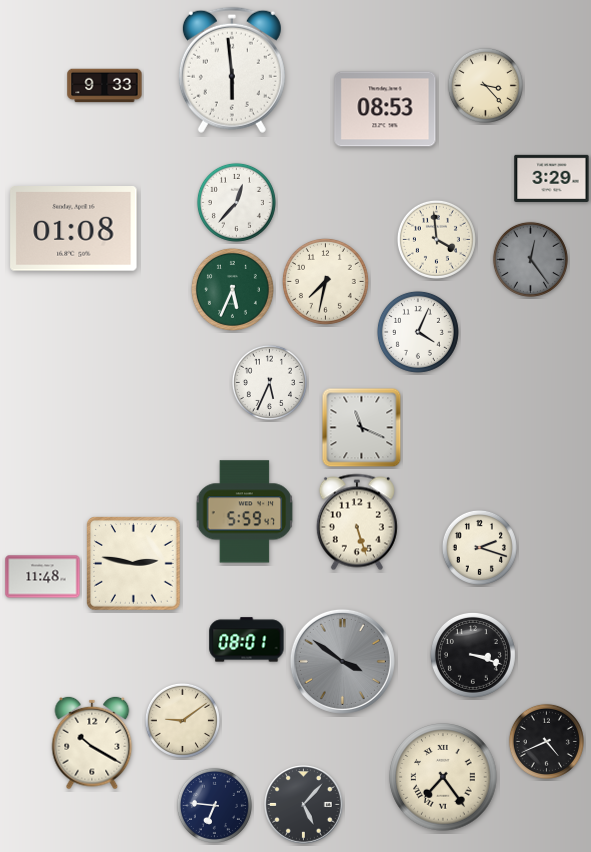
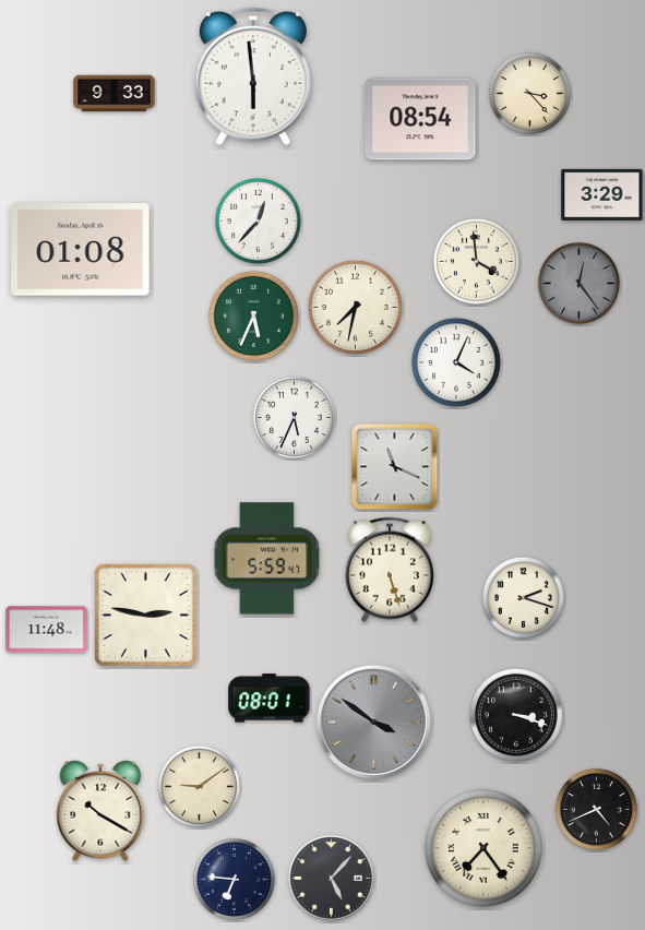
clock at (385, 109): 08:53 -> 08:54
